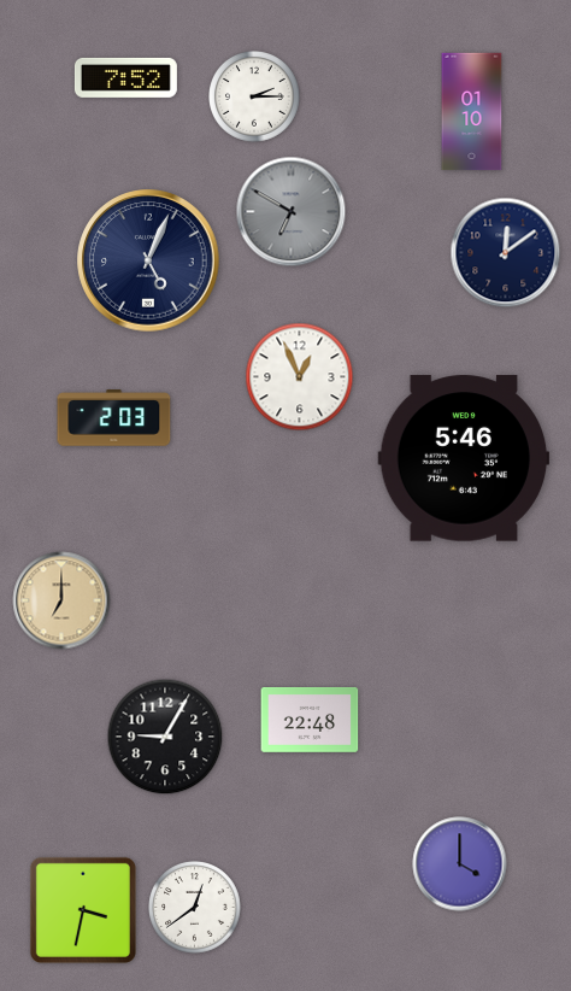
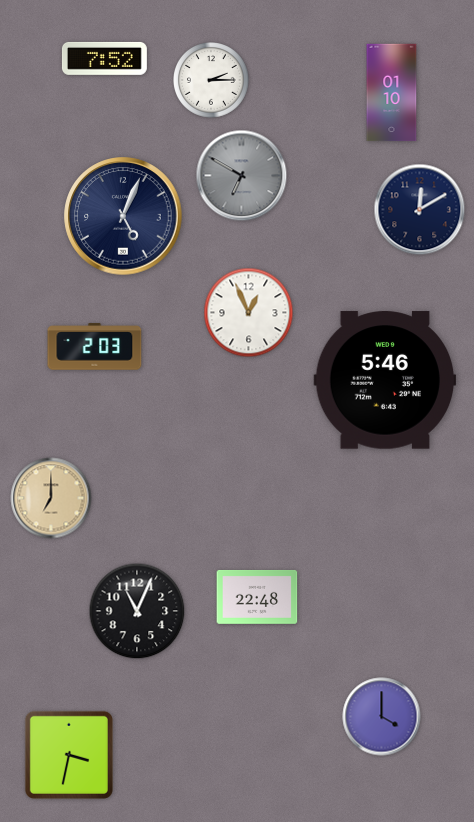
clock at (125, 77) position: (125, 77) -> (104, 58)
clock at (506, 253): 12:09 -> 12:10
clock at (165, 737): 9:05 -> 11:04
clock at (195, 908): 12:39 -> none
